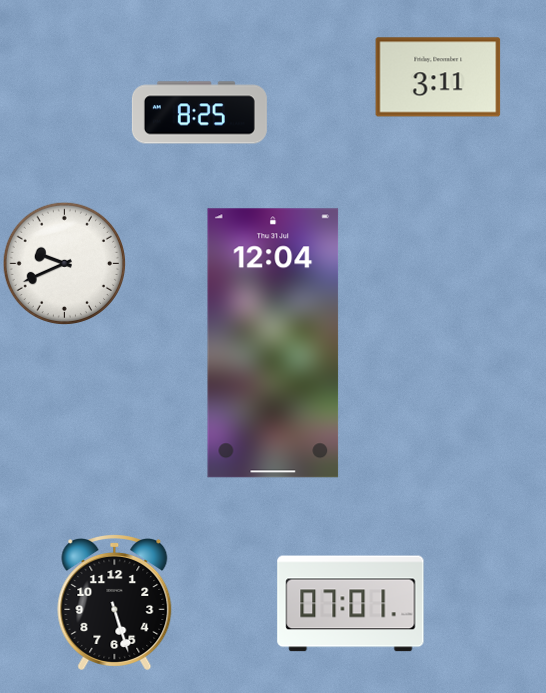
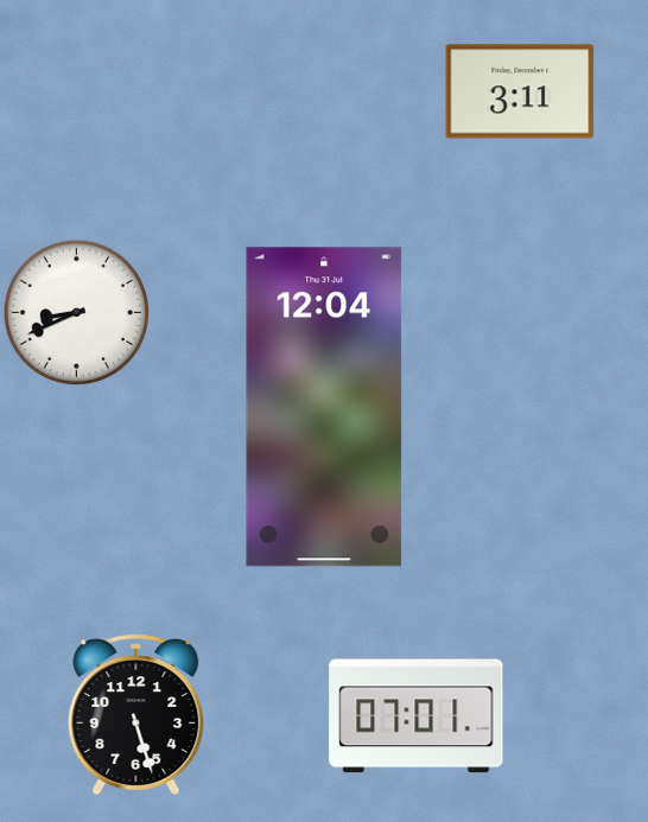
clock at (199, 113): 8:25 -> none
clock at (64, 263): 9:41 -> 8:41
